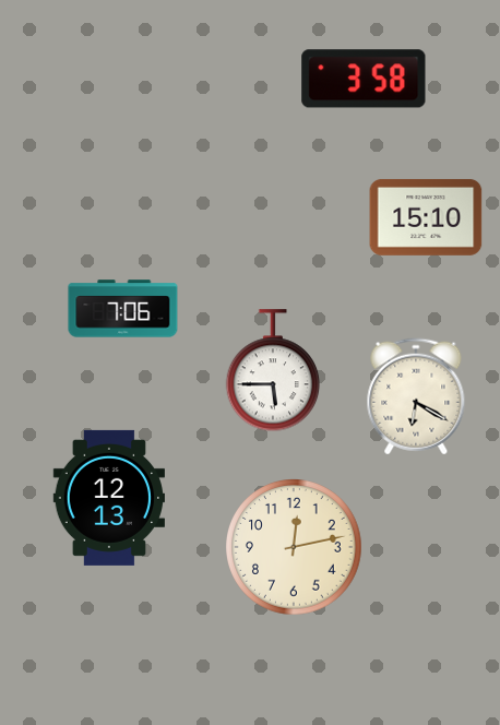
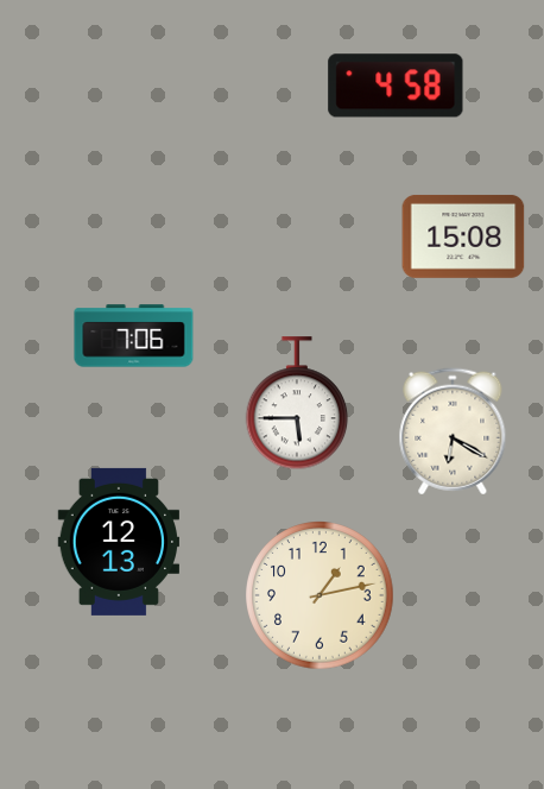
clock at (364, 79): 3:58 -> 4:58
clock at (426, 217): 15:10 -> 15:08
clock at (295, 548): 12:13 -> 1:13
